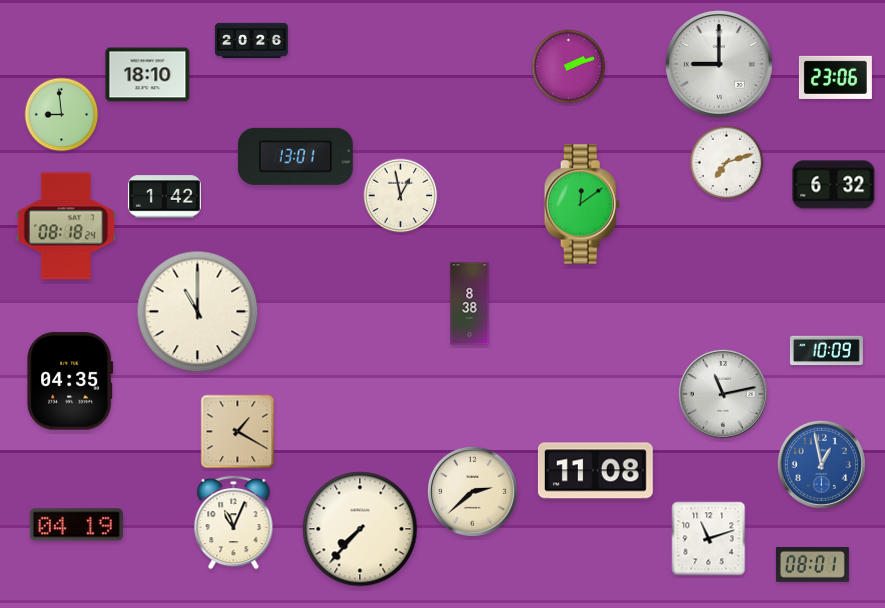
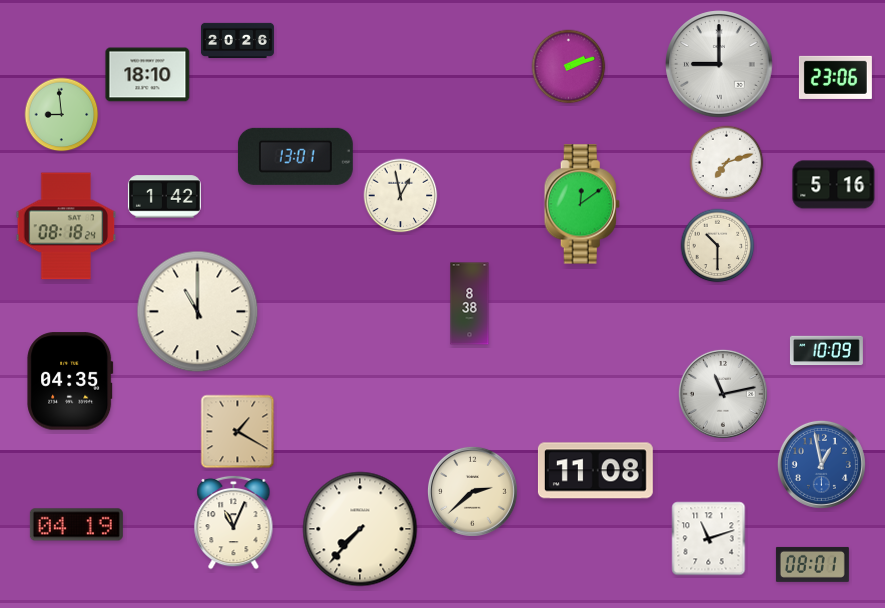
clock at (251, 41) position: (251, 41) -> (237, 41)
clock at (834, 185): 6:32 -> 5:16
clock at (718, 246): none -> 10:30
